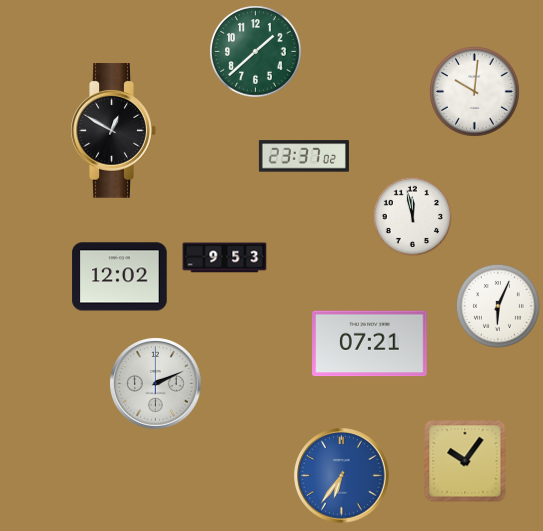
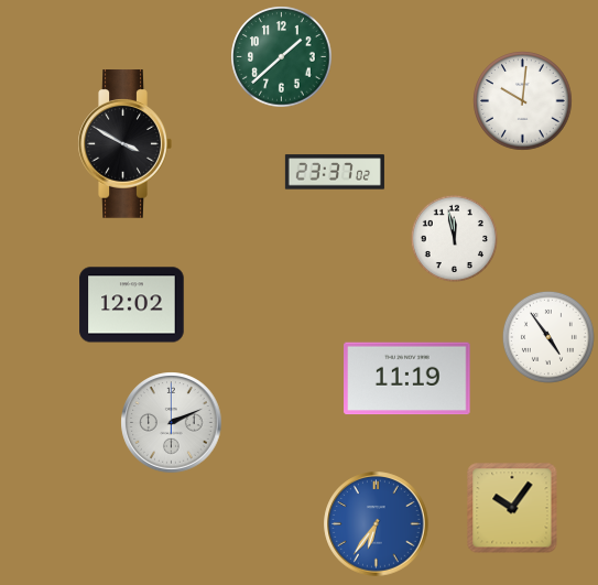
clock at (113, 131): 12:50 -> 3:50
clock at (225, 258): 9:53 -> none
clock at (498, 306): 6:04 -> 4:54
clock at (370, 344): 07:21 -> 11:19
